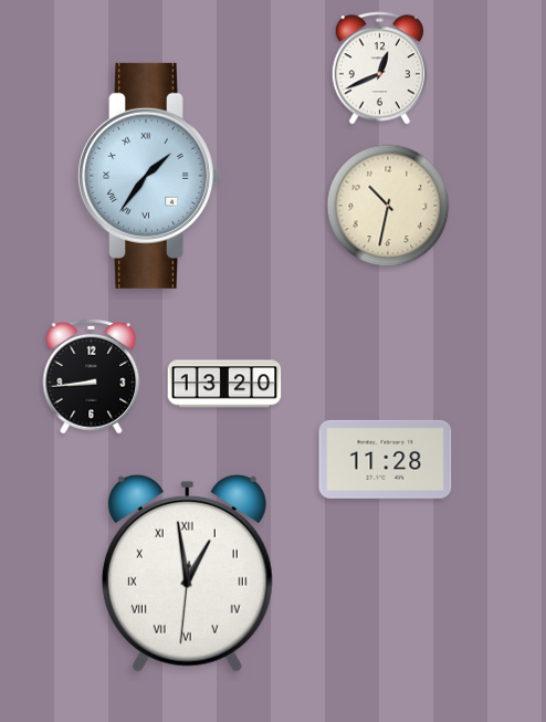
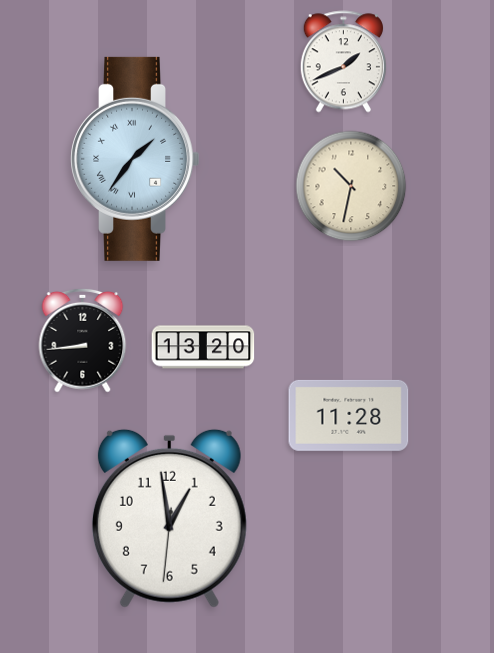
clock at (379, 69): 12:41 -> 1:41
clock at (187, 573) numerals: Roman -> Arabic
